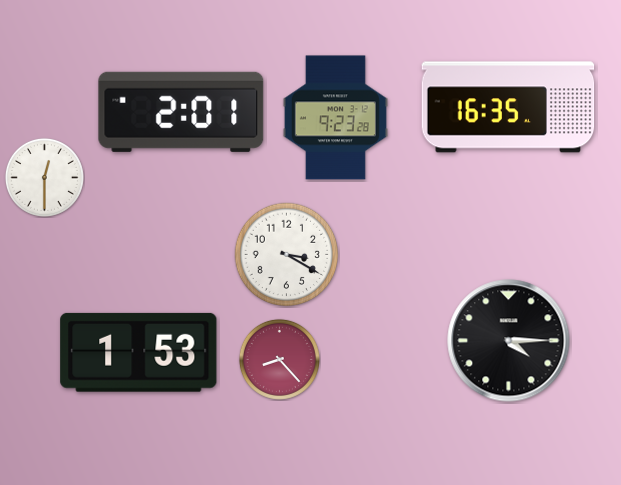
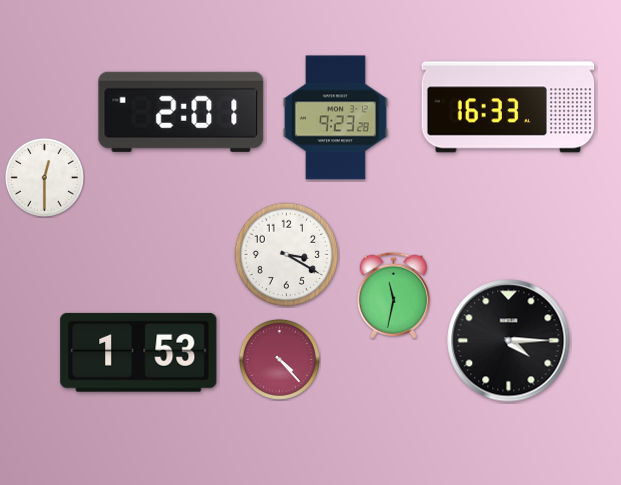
clock at (508, 107): 16:35 -> 16:33
clock at (393, 295): none -> 11:32
clock at (279, 359): 8:23 -> 4:23
